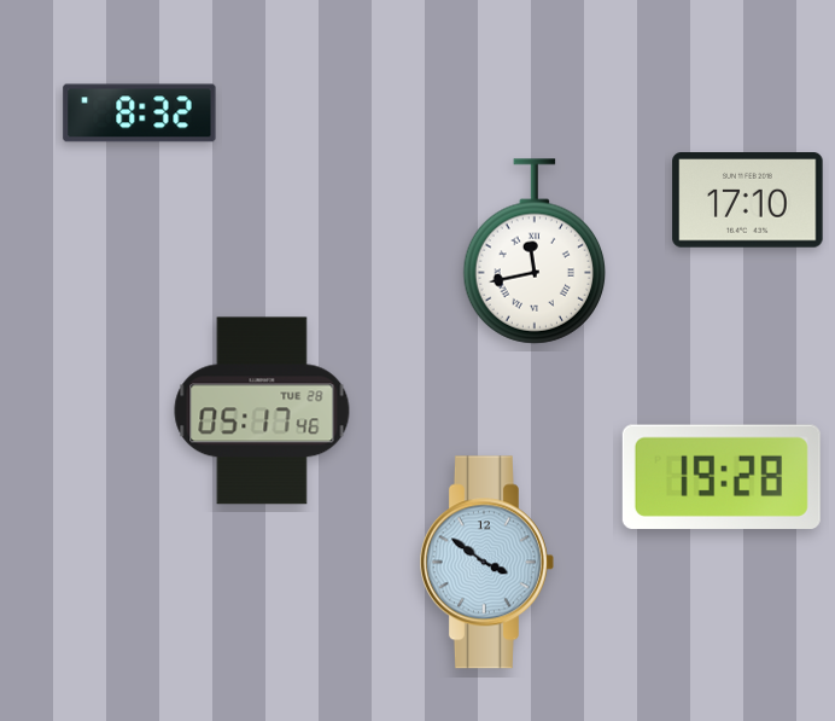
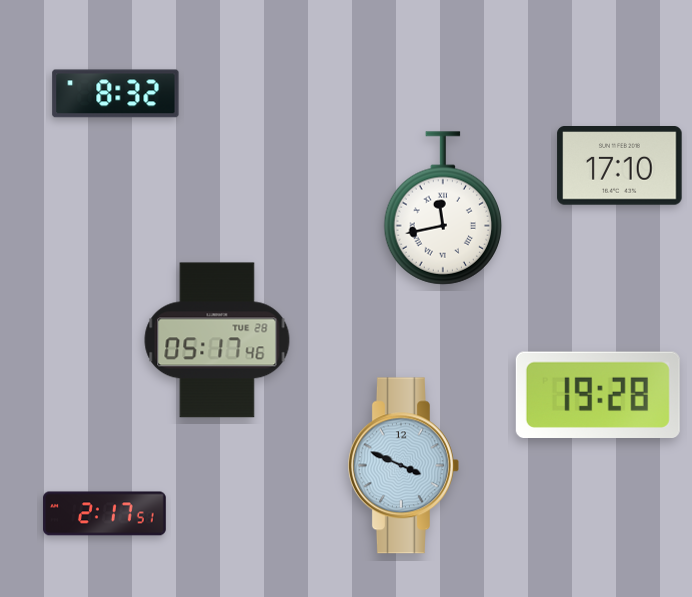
clock at (486, 563): 3:51 -> 3:49
clock at (105, 514): none -> 2:17
